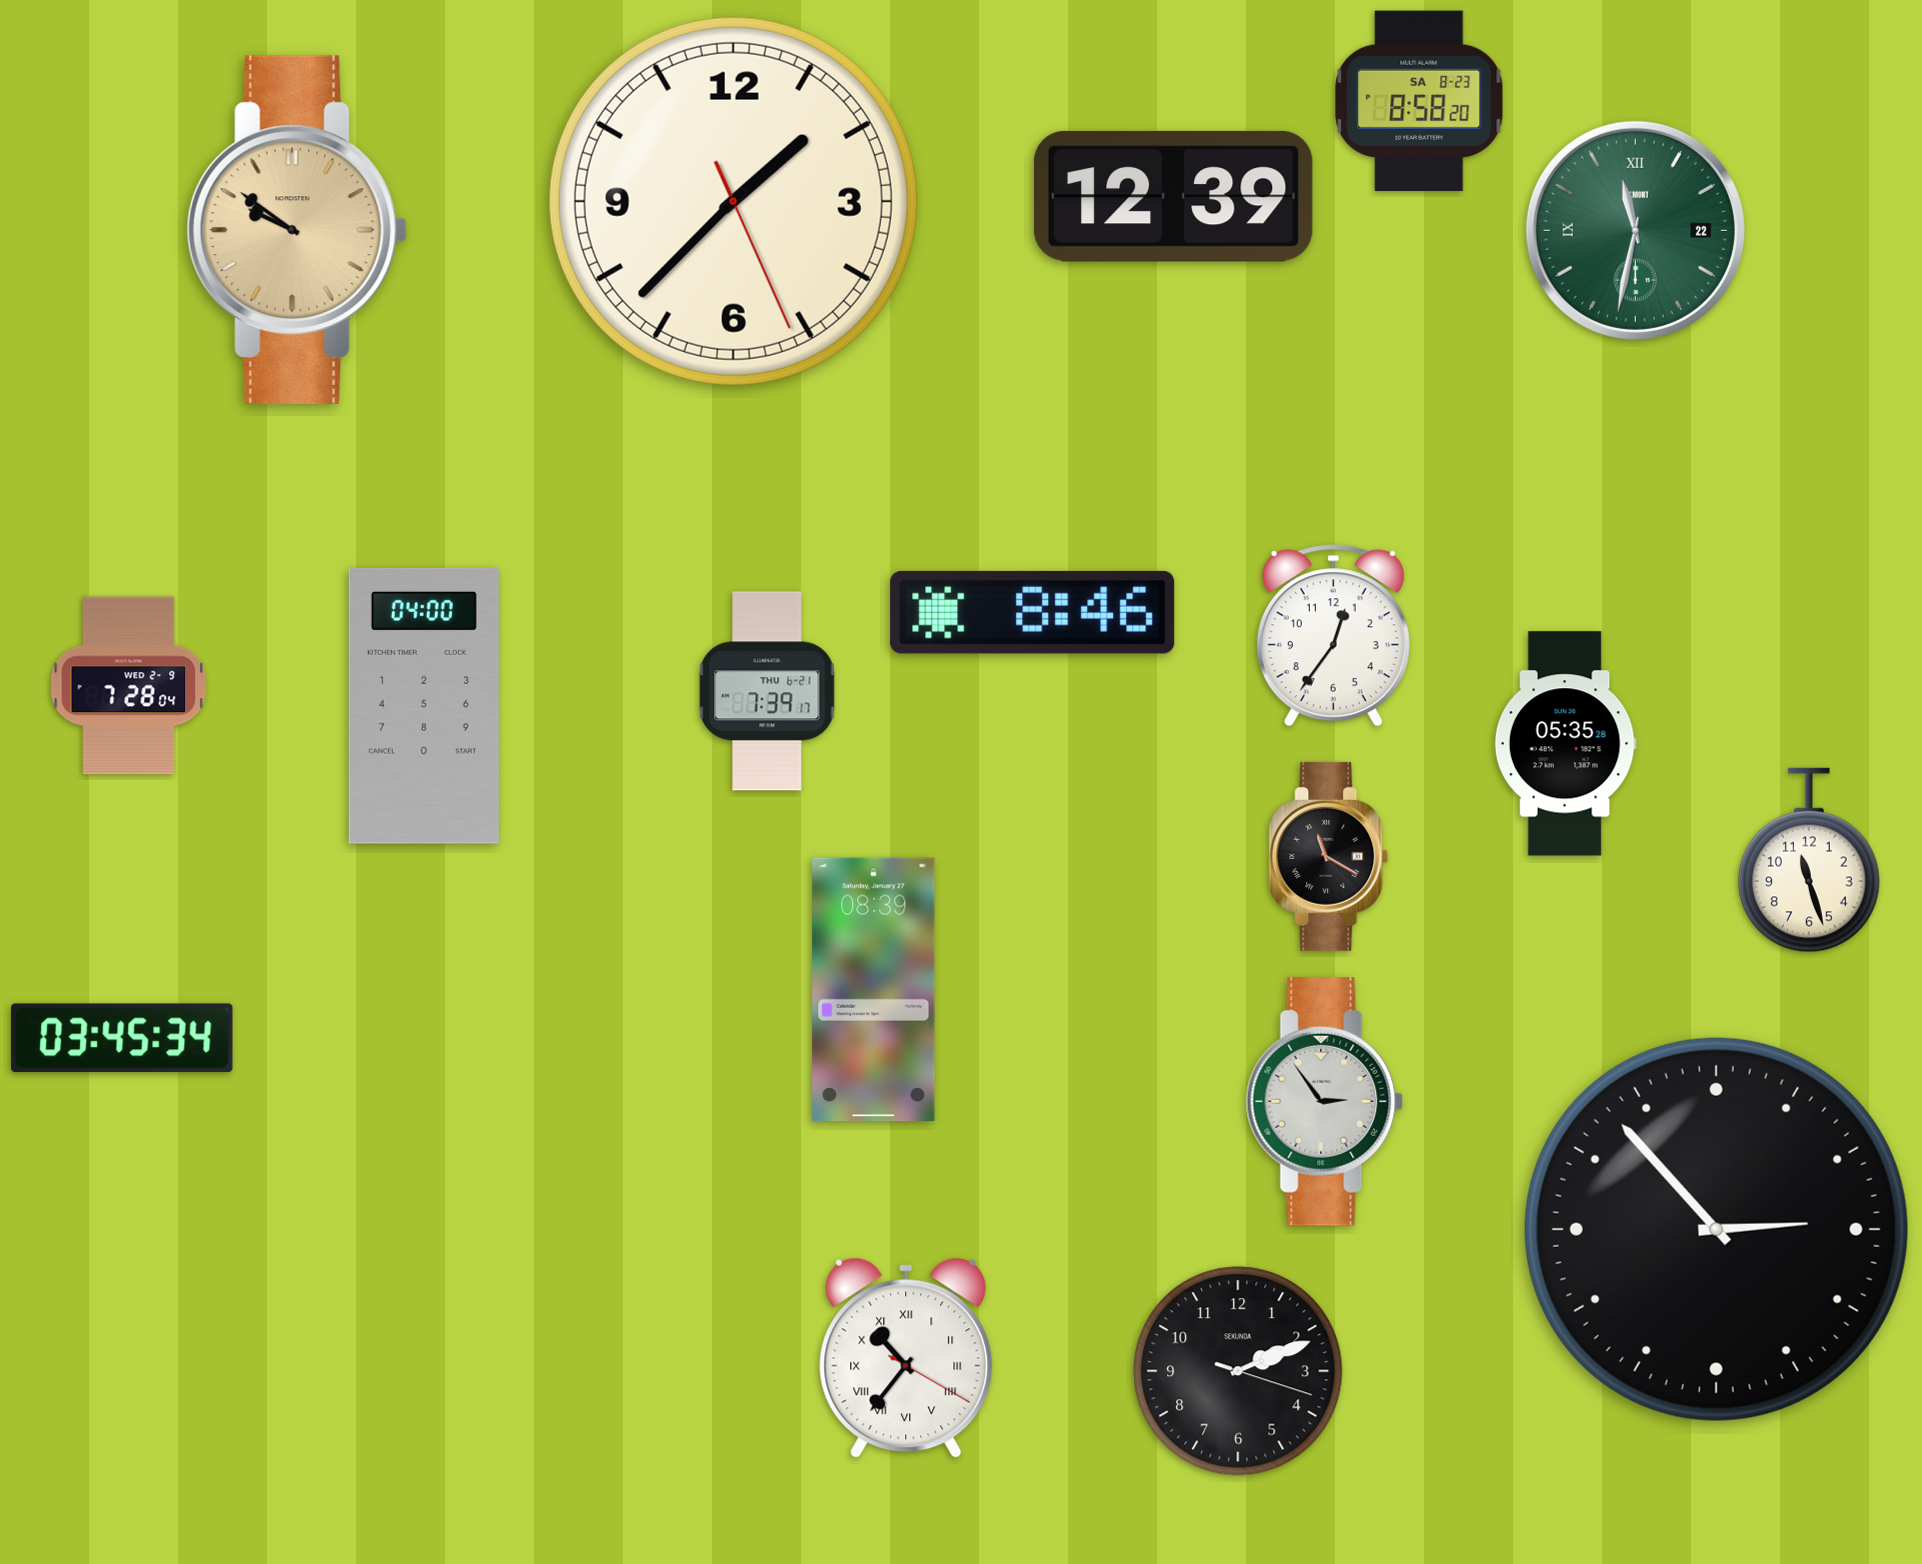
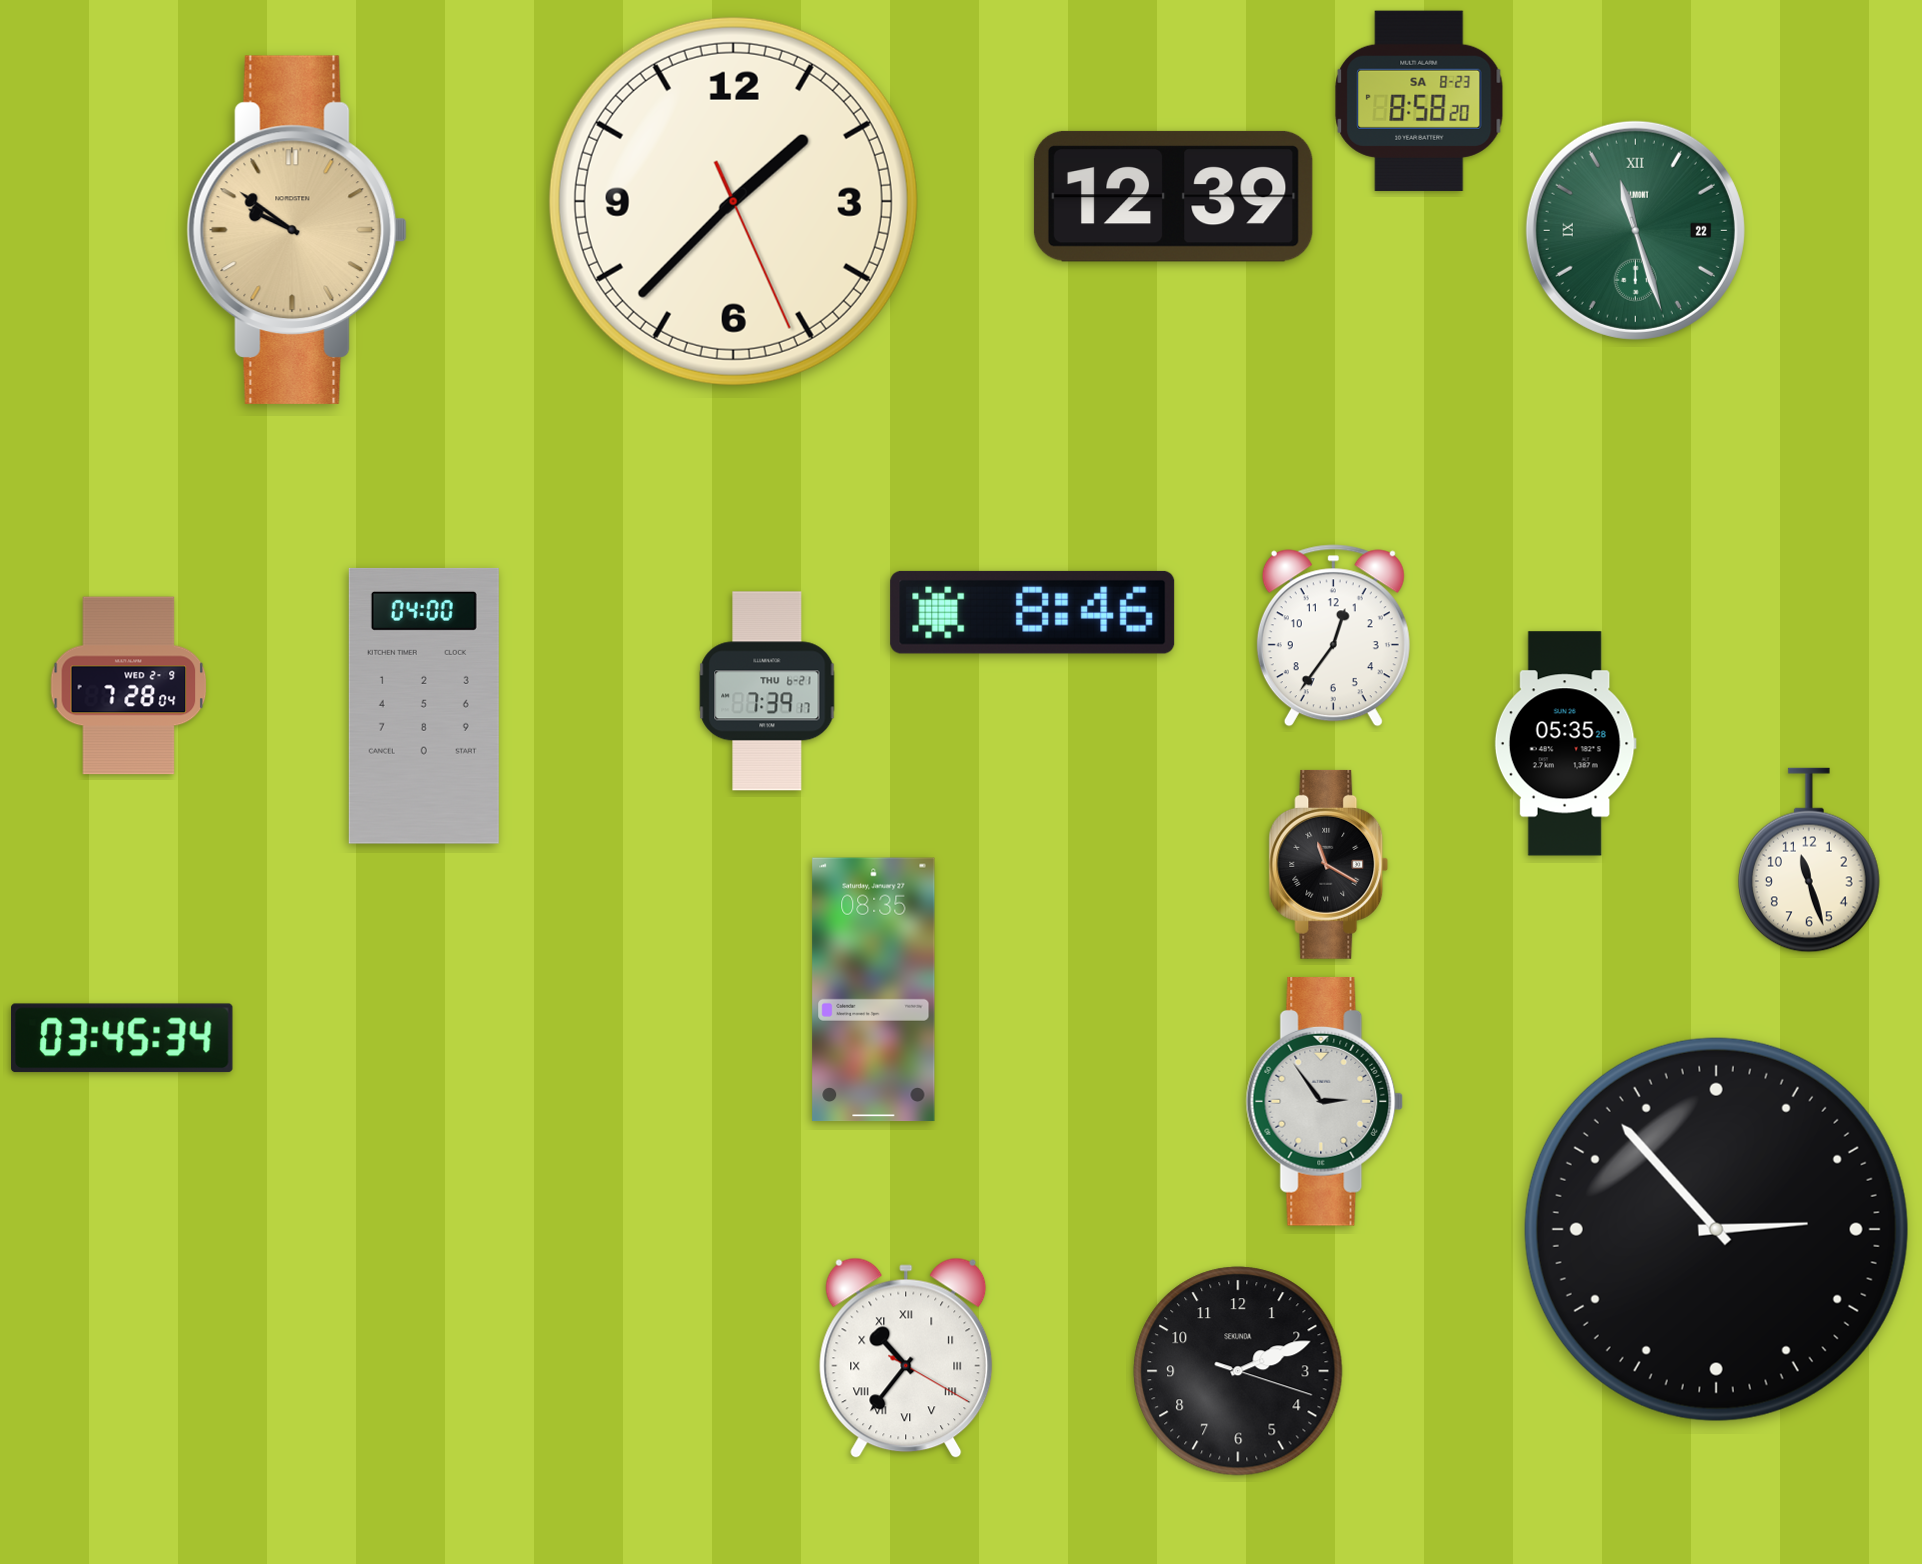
clock at (1635, 230): 11:32 -> 11:27
clock at (1329, 856) position: (1329, 856) -> (1329, 864)
clock at (874, 990): 08:39 -> 08:35
